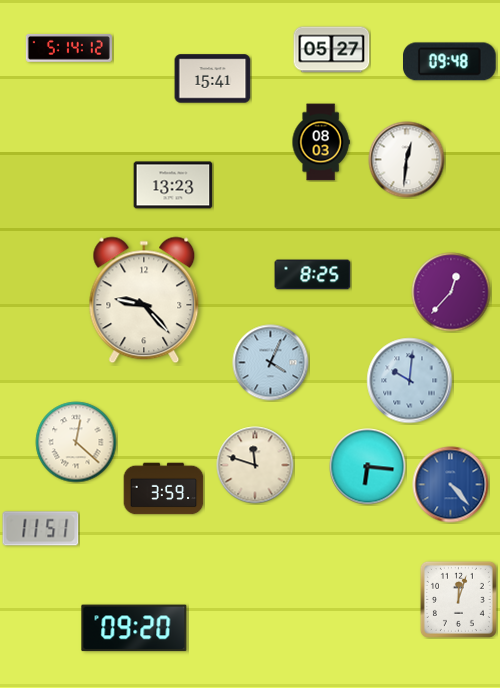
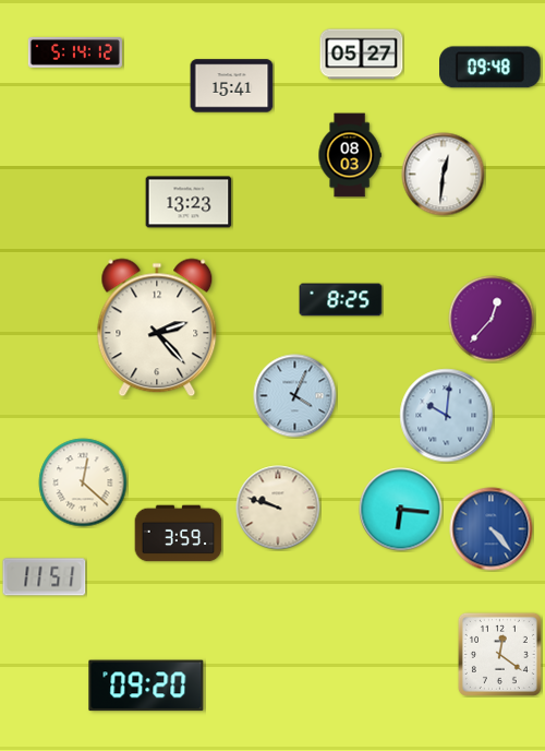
clock at (144, 300): 9:23 -> 2:23
clock at (255, 465): 11:48 -> 9:48
clock at (458, 599): 12:03 -> 12:21
